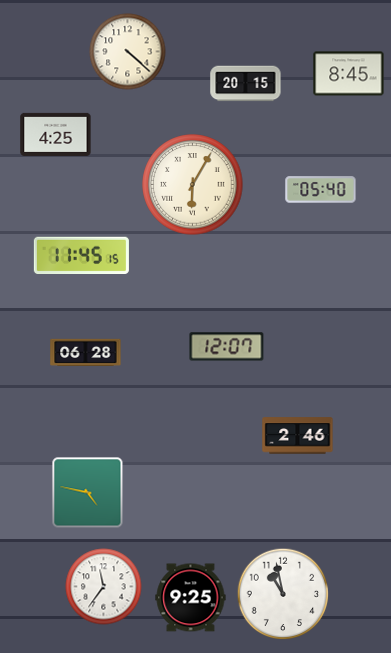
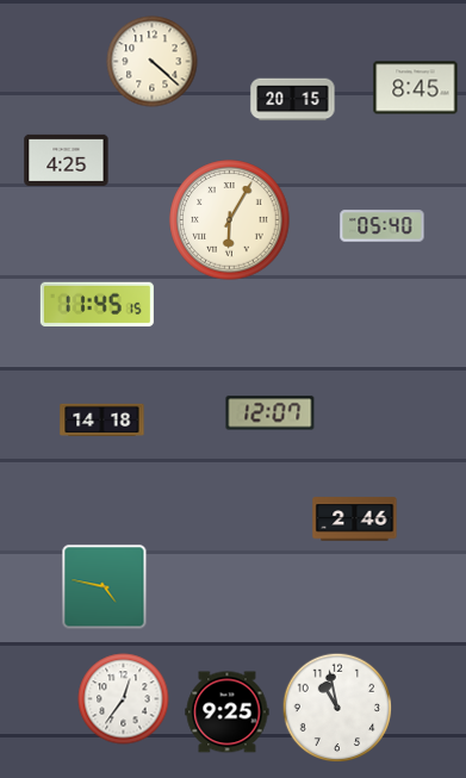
clock at (86, 352): 06:28 -> 14:18
clock at (104, 587): 11:36 -> 12:36
